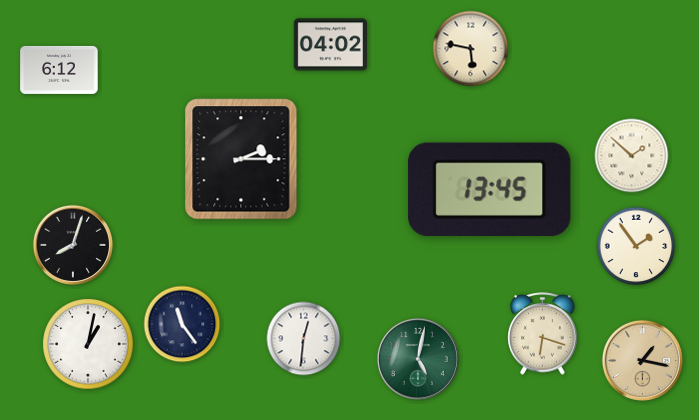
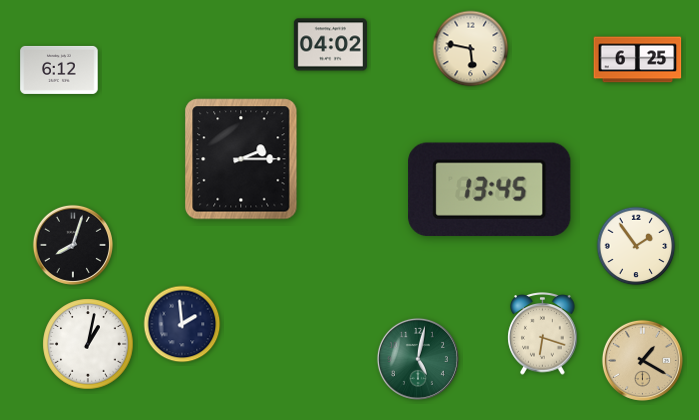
clock at (638, 60): none -> 6:25
clock at (632, 156): 1:52 -> none
clock at (182, 324): 11:24 -> 1:59
clock at (304, 339): 12:31 -> none
clock at (642, 360): 1:17 -> 1:20
